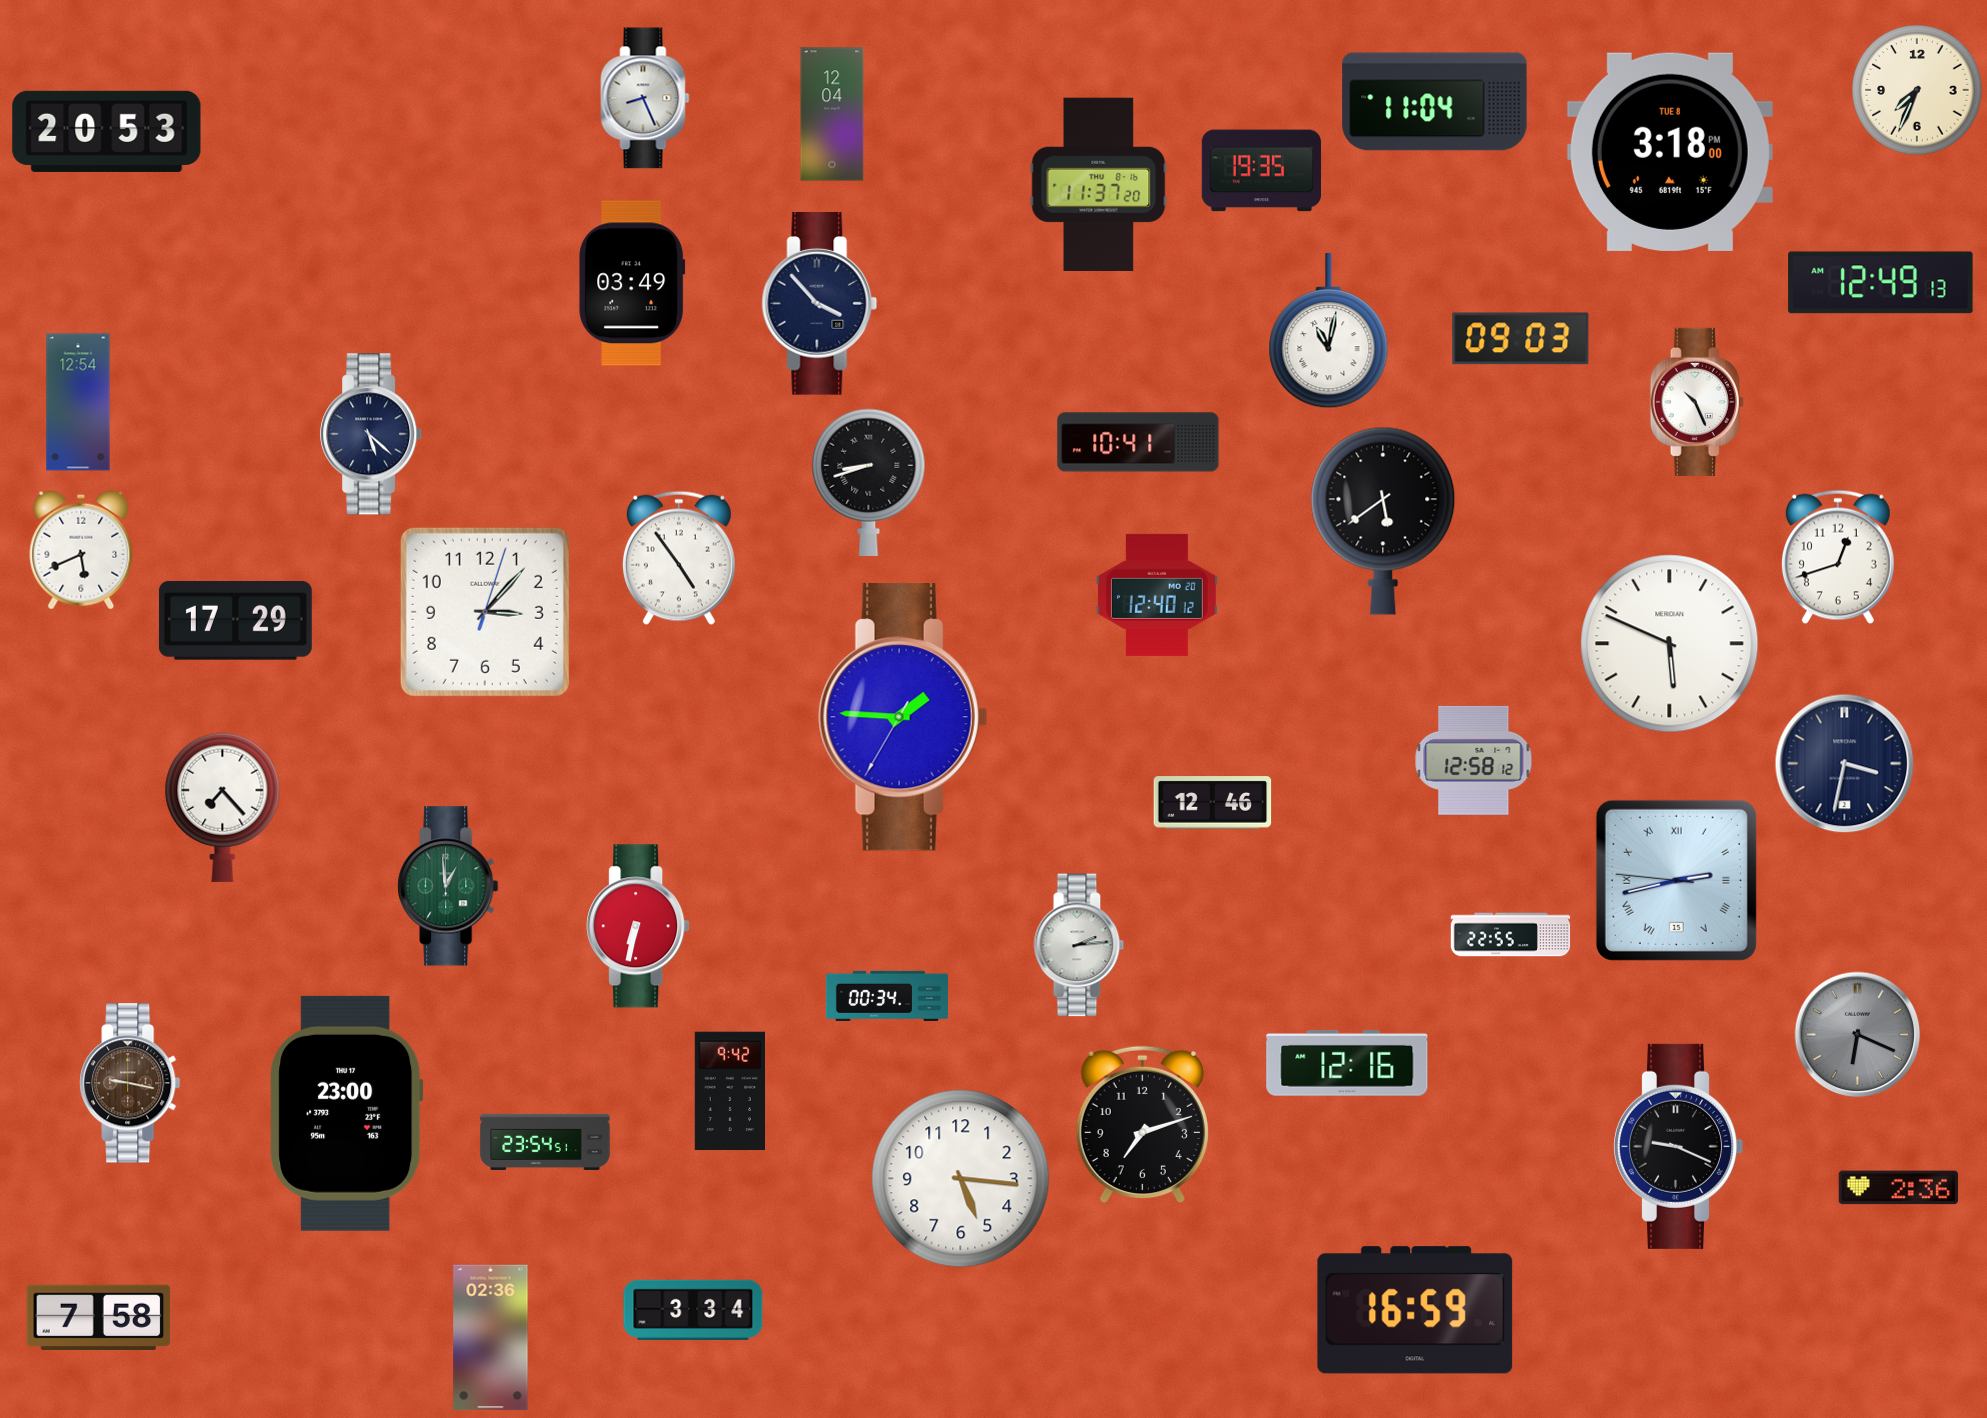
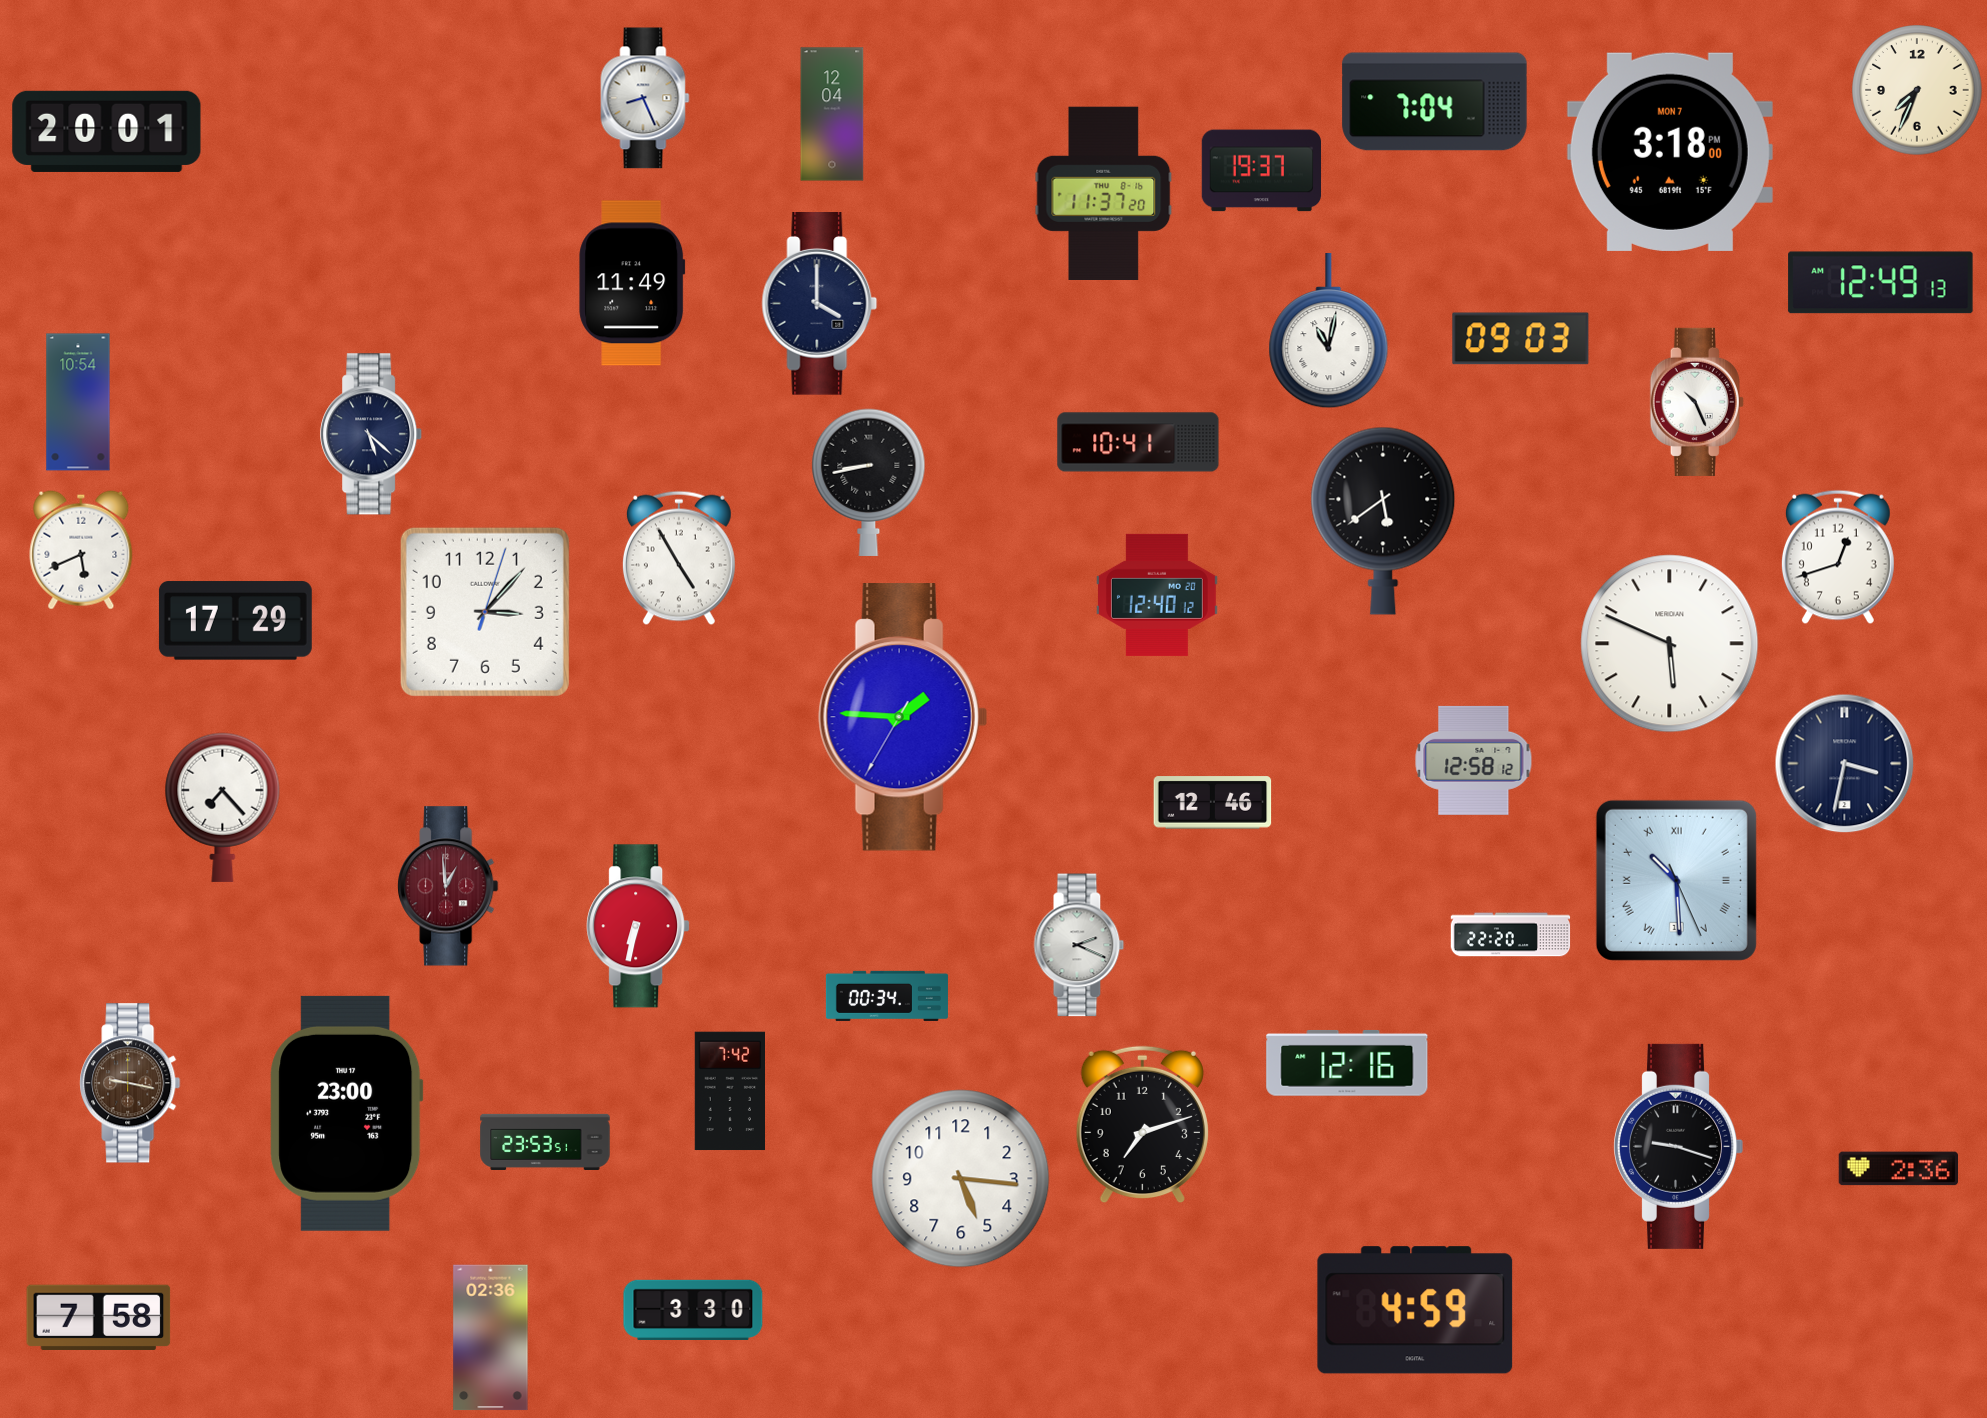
clock at (1435, 102): 11:04 -> 7:04
clock at (107, 131): 20:53 -> 20:01
clock at (1670, 152) date: TUE 8 -> MON 7
clock at (1261, 171): 19:35 -> 19:37
clock at (1099, 184) position: (1099, 184) -> (1104, 193)
clock at (632, 283): 03:49 -> 11:49
clock at (820, 304): 3:53 -> 4:00
clock at (78, 402): 12:54 -> 10:54
clock at (869, 482): 8:42 -> 8:43
clock at (679, 558): 4:54 -> 4:55
clock at (1676, 880): 2:42 -> 10:29
clock at (448, 886) dial: green -> burgundy
clock at (1511, 935): 22:55 -> 22:20
clock at (1079, 945): 2:14 -> 2:19
clock at (1858, 1035): 6:19 -> none
clock at (729, 1091): 9:42 -> 7:42
clock at (545, 1142): 23:54 -> 23:53
clock at (1678, 1146): 9:19 -> 9:18
clock at (1898, 1188) position: (1898, 1188) -> (1898, 1169)
clock at (693, 1310): 3:34 -> 3:30
clock at (1415, 1310): 16:59 -> 4:59
